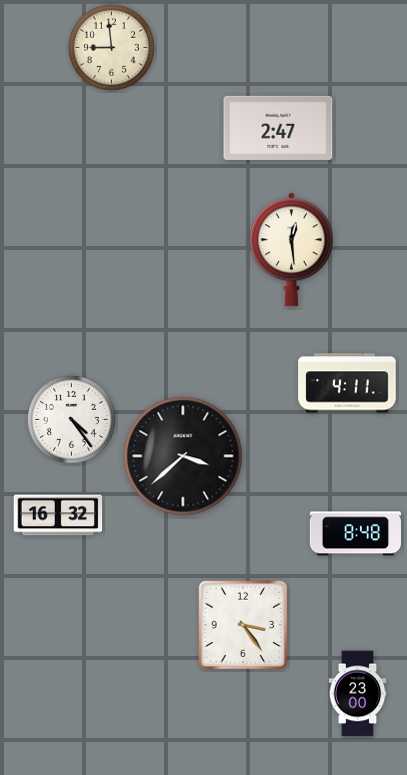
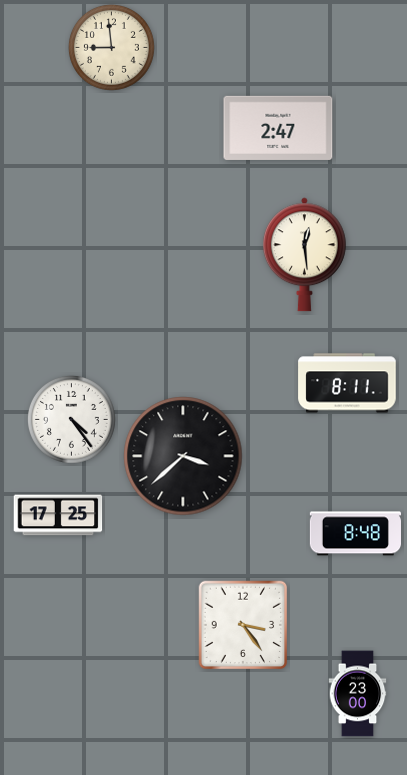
clock at (291, 250) position: (291, 250) -> (304, 255)
clock at (347, 383): 4:11 -> 8:11
clock at (58, 515): 16:32 -> 17:25
